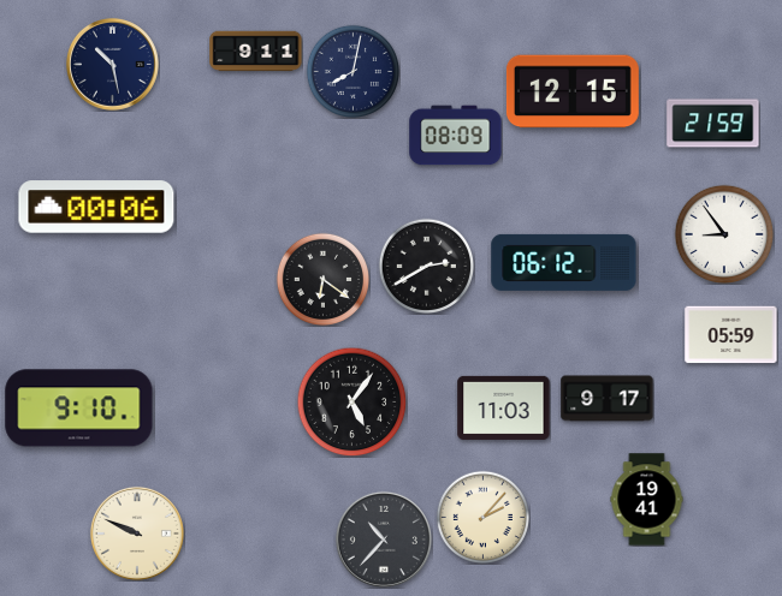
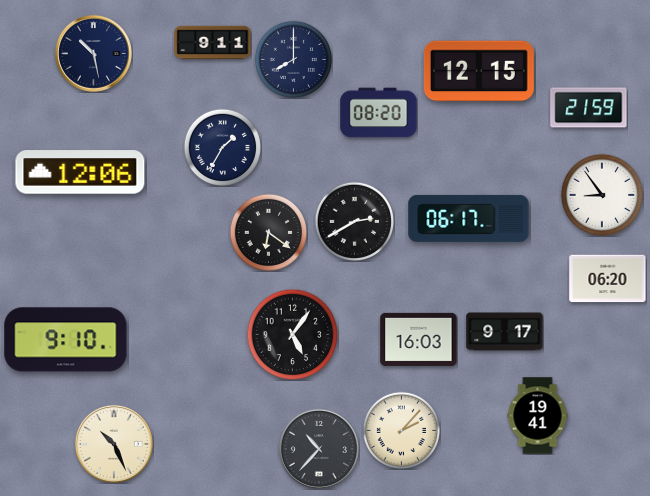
clock at (353, 71): 8:02 -> 8:00
clock at (573, 91) position: (573, 91) -> (479, 71)
clock at (713, 124) position: (713, 124) -> (589, 108)
clock at (456, 136): 08:09 -> 08:20
clock at (222, 147): none -> 1:35
clock at (96, 207): 00:06 -> 12:06
clock at (564, 262): 06:12 -> 06:17
clock at (731, 335): 05:59 -> 06:20
clock at (504, 407): 11:03 -> 16:03
clock at (137, 534): 9:49 -> 10:26
